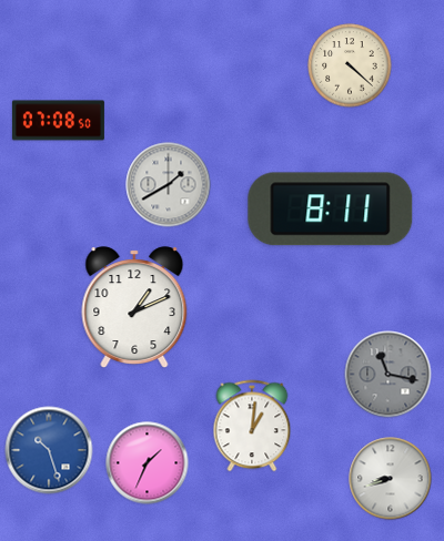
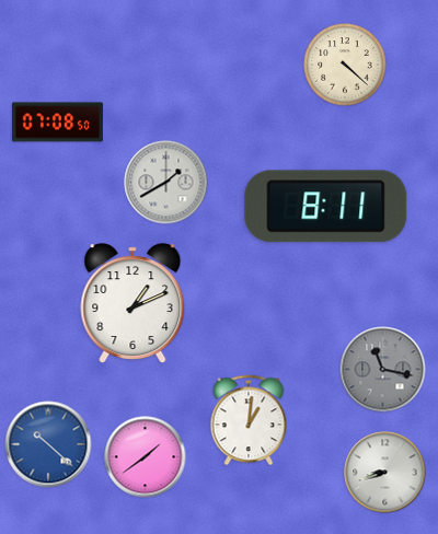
clock at (58, 121) position: (58, 121) -> (57, 123)
clock at (49, 450): 10:27 -> 10:22
clock at (148, 463): 1:34 -> 1:39
